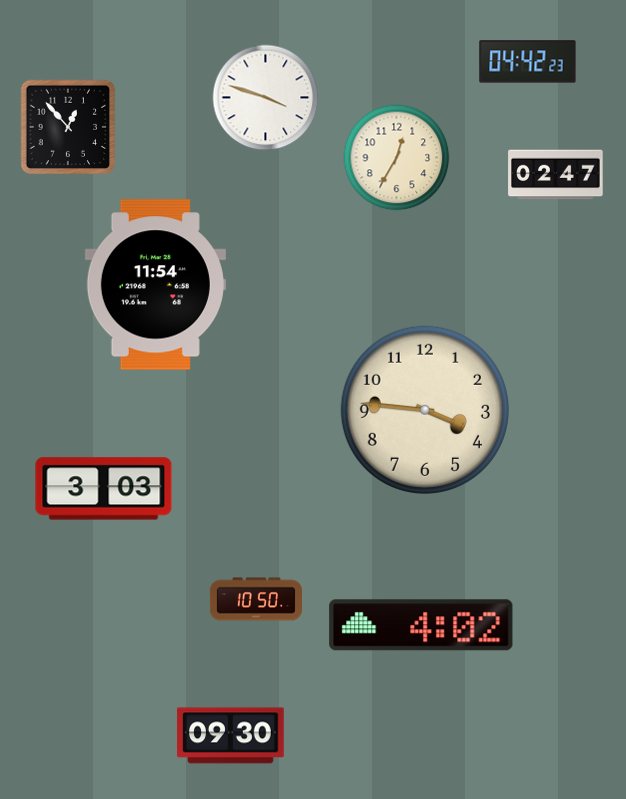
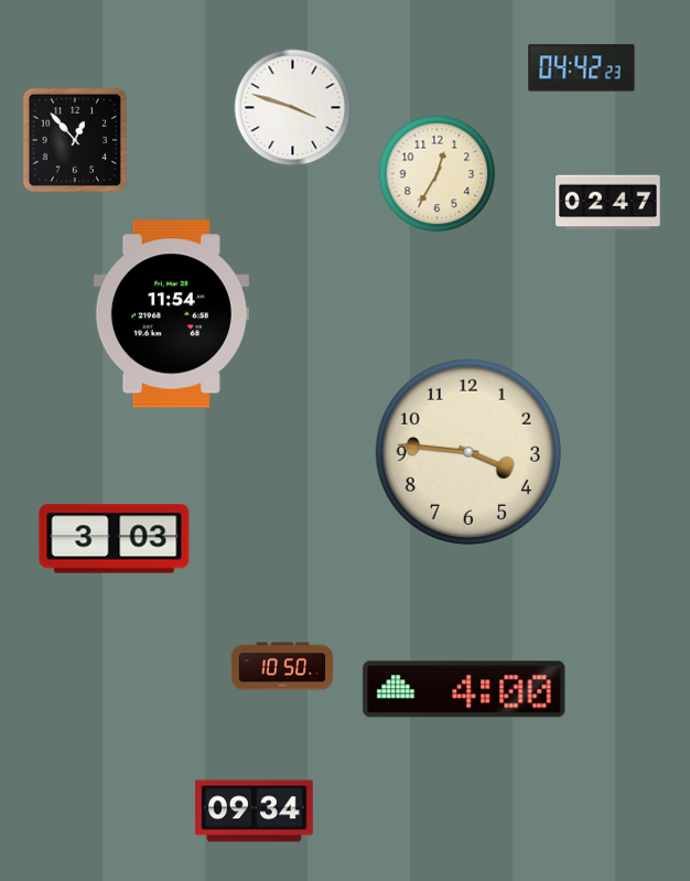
clock at (556, 175) position: (556, 175) -> (608, 203)
clock at (256, 599) position: (256, 599) -> (282, 666)
clock at (421, 625): 4:02 -> 4:00
clock at (231, 736): 09:30 -> 09:34
